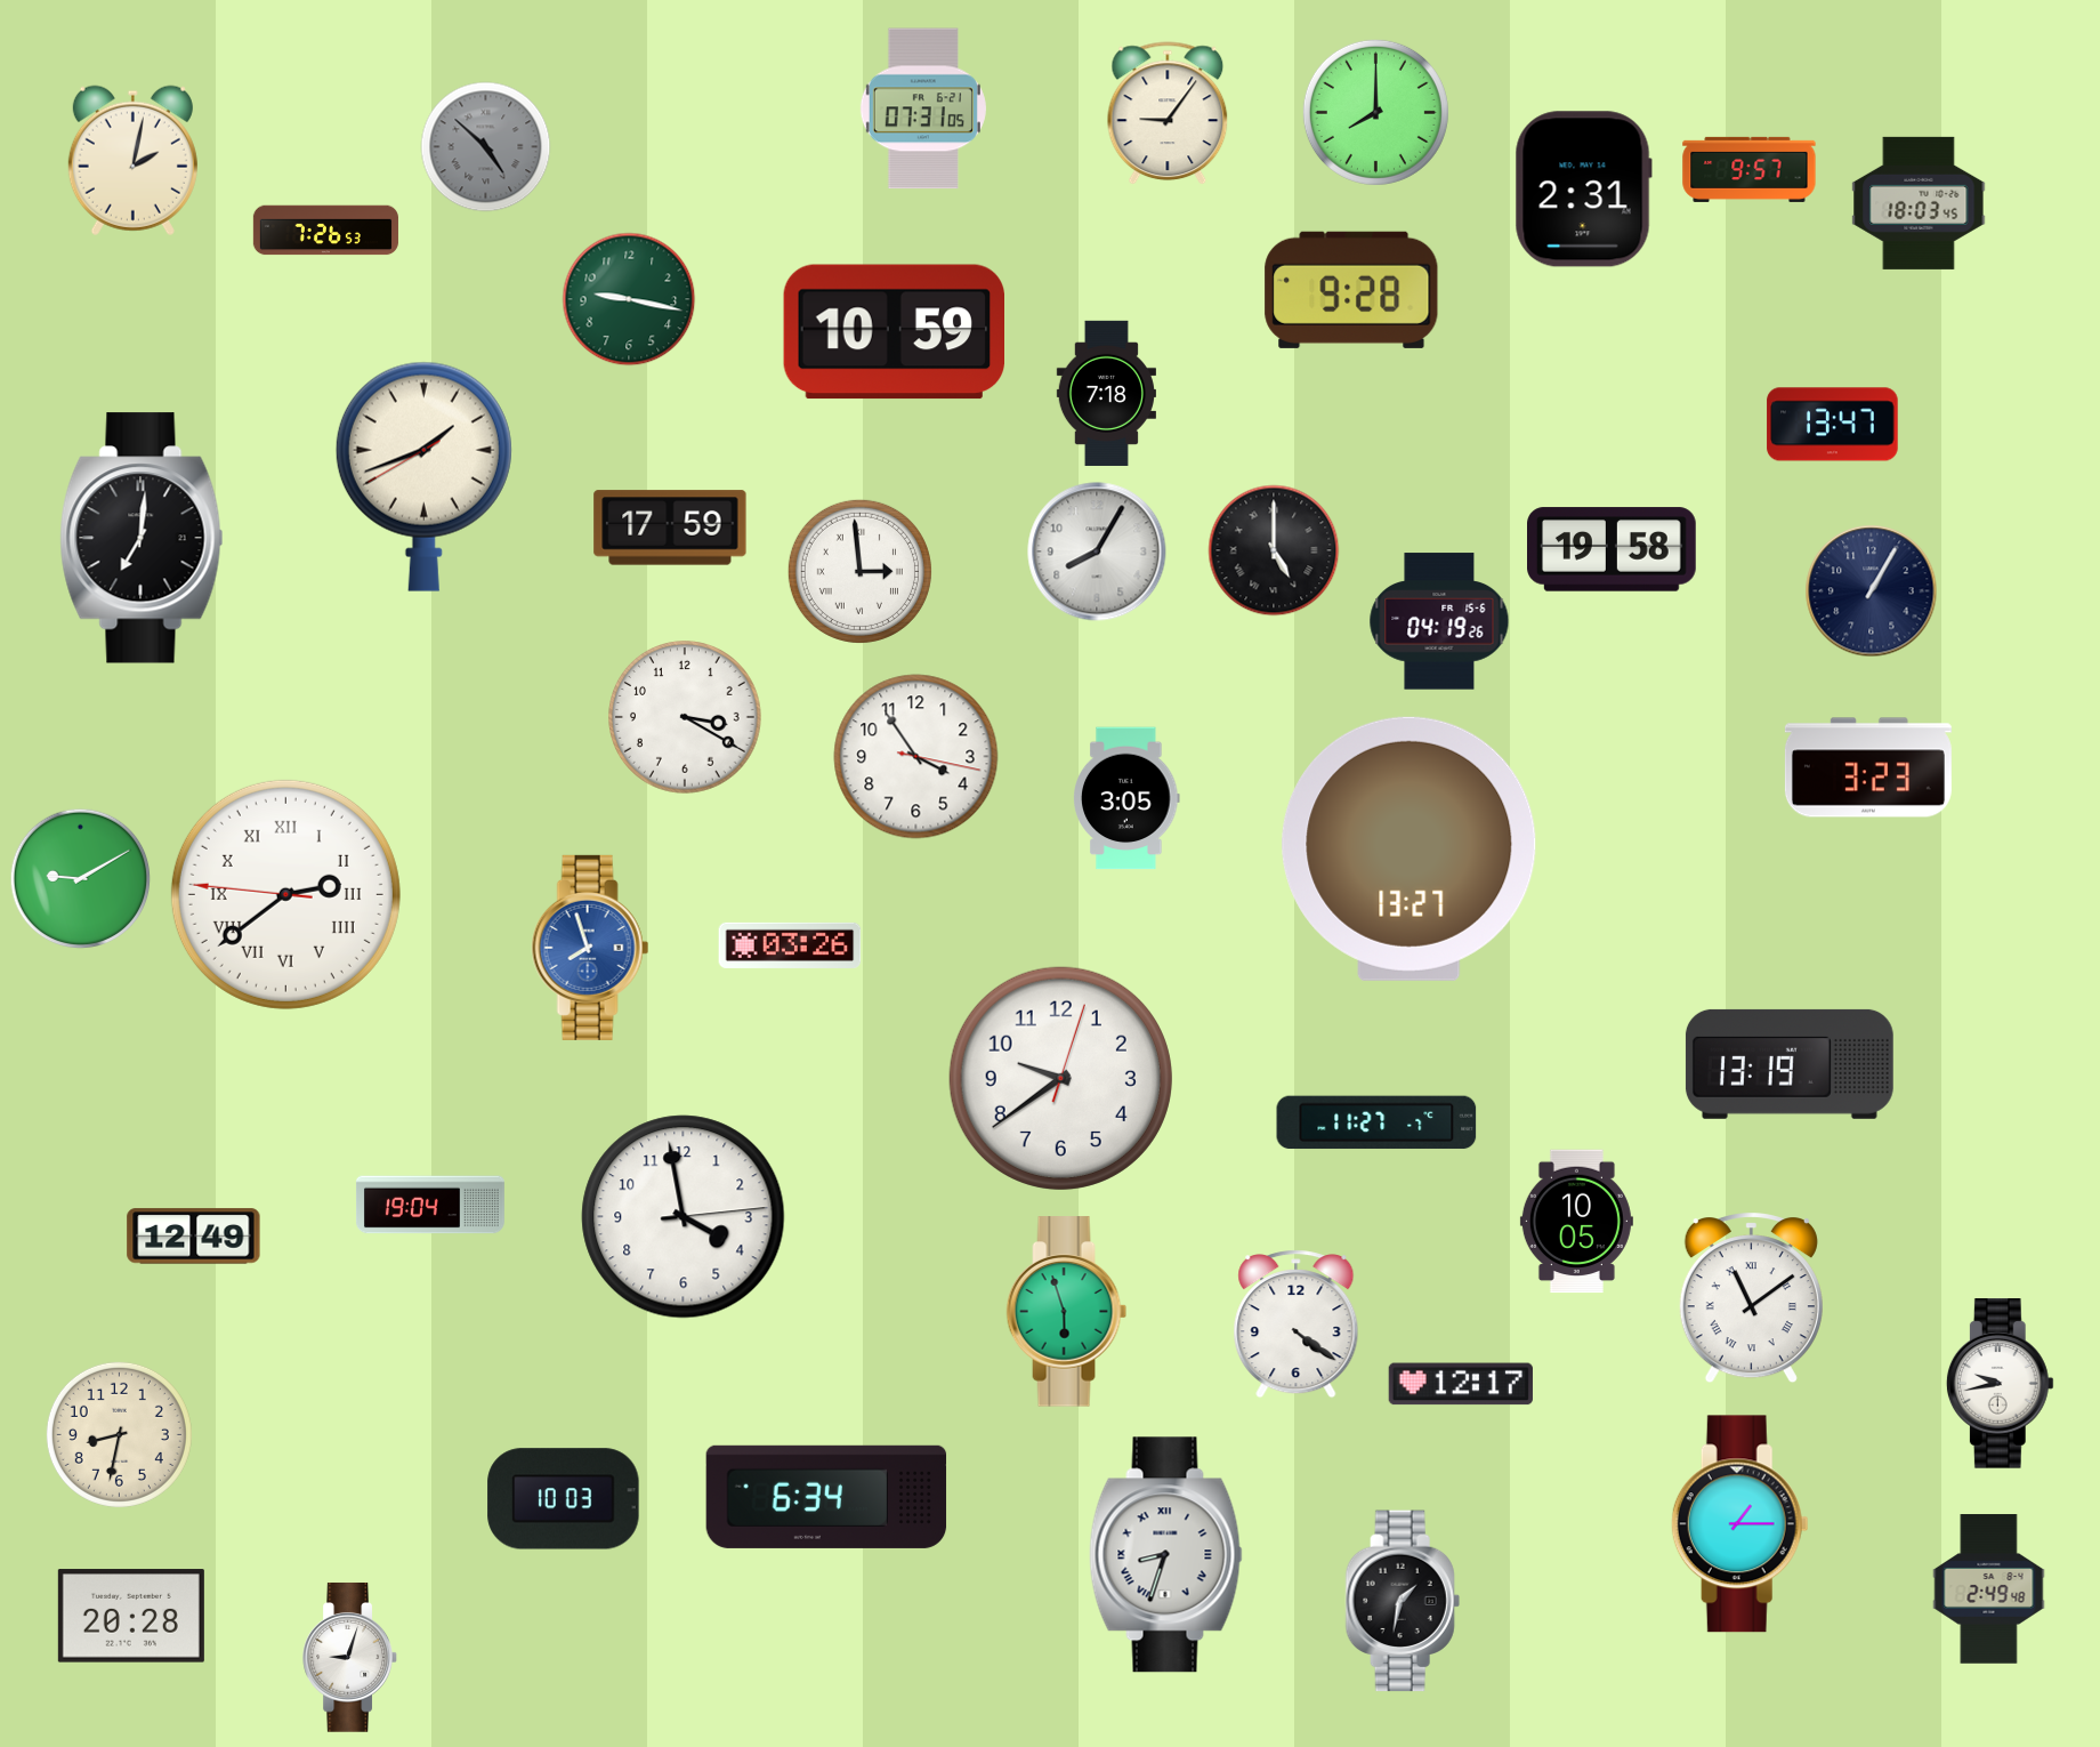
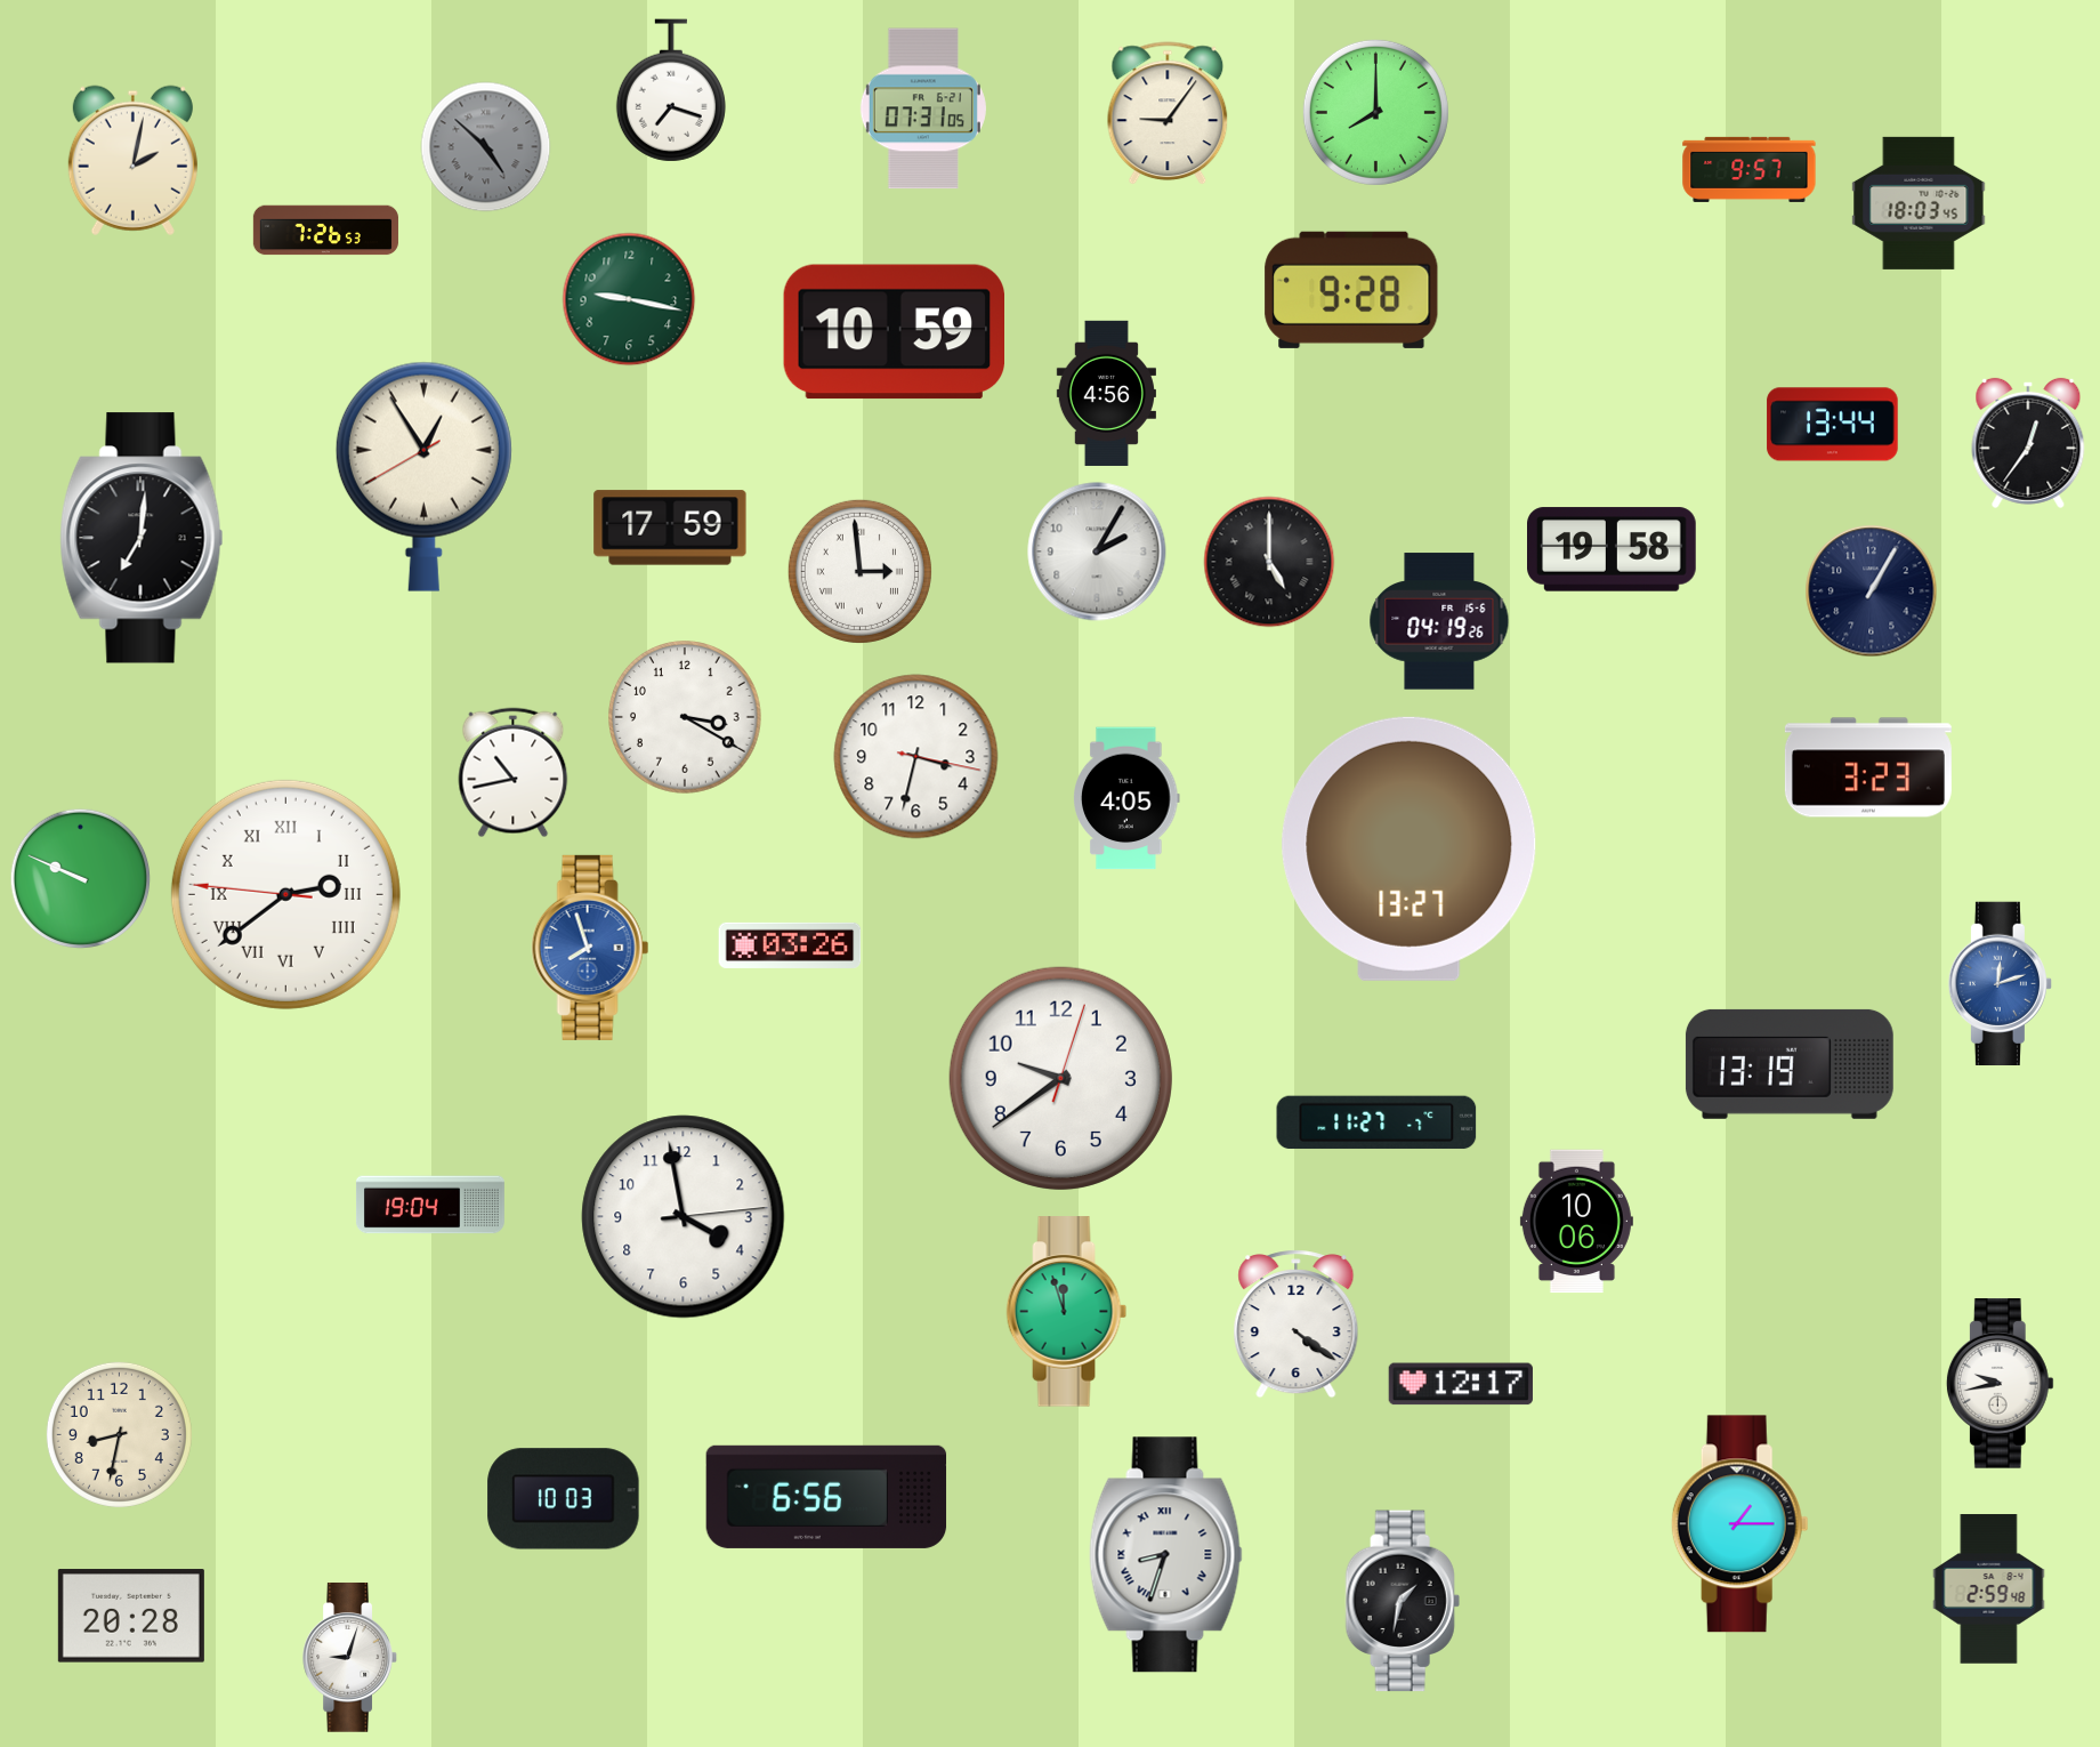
clock at (671, 90): none -> 7:18
clock at (1583, 190): 2:31 -> none
clock at (1106, 393): 7:18 -> 4:56
clock at (1833, 425): 13:47 -> 13:44
clock at (2028, 443): none -> 12:36
clock at (423, 476): 1:41 -> 12:54
clock at (1274, 550) position: (1274, 550) -> (1269, 562)
clock at (1097, 552): 8:05 -> 2:05
clock at (916, 757): 3:54 -> 3:32
clock at (514, 773): none -> 10:43
clock at (1126, 798): 3:05 -> 4:05
clock at (81, 879): 9:10 -> 9:49
clock at (2000, 983): none -> 12:12
clock at (1576, 1222): 10:05 -> 10:06
clock at (194, 1237): 12:49 -> none
clock at (1751, 1298): 11:09 -> none
clock at (1067, 1312): 5:57 -> 11:57
clock at (826, 1497): 6:34 -> 6:56
clock at (1989, 1589): 2:49 -> 2:59
